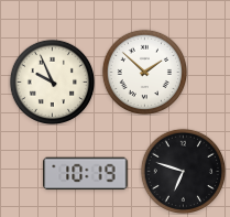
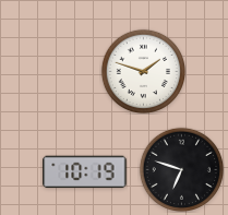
clock at (144, 72): 1:52 -> 1:48
clock at (52, 82): 9:56 -> none
